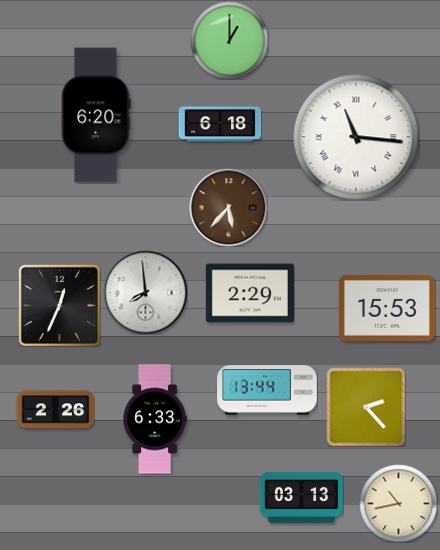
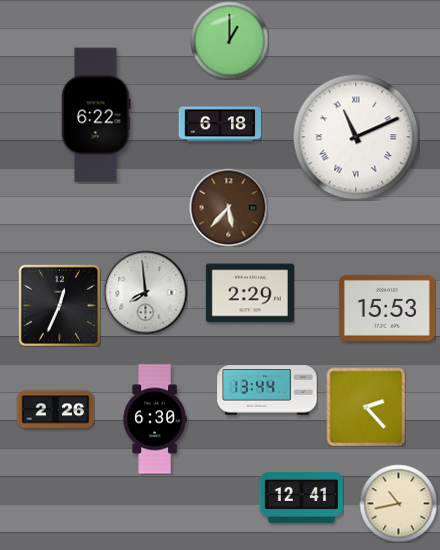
clock at (96, 115): 6:20 -> 6:22
clock at (356, 137): 11:16 -> 11:11
clock at (155, 419): 6:33 -> 6:30
clock at (301, 497): 03:13 -> 12:41
